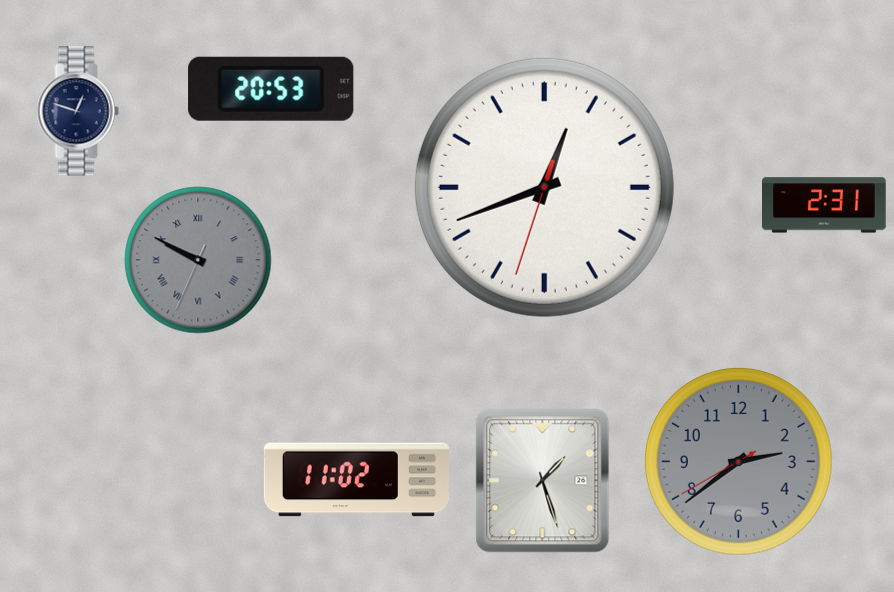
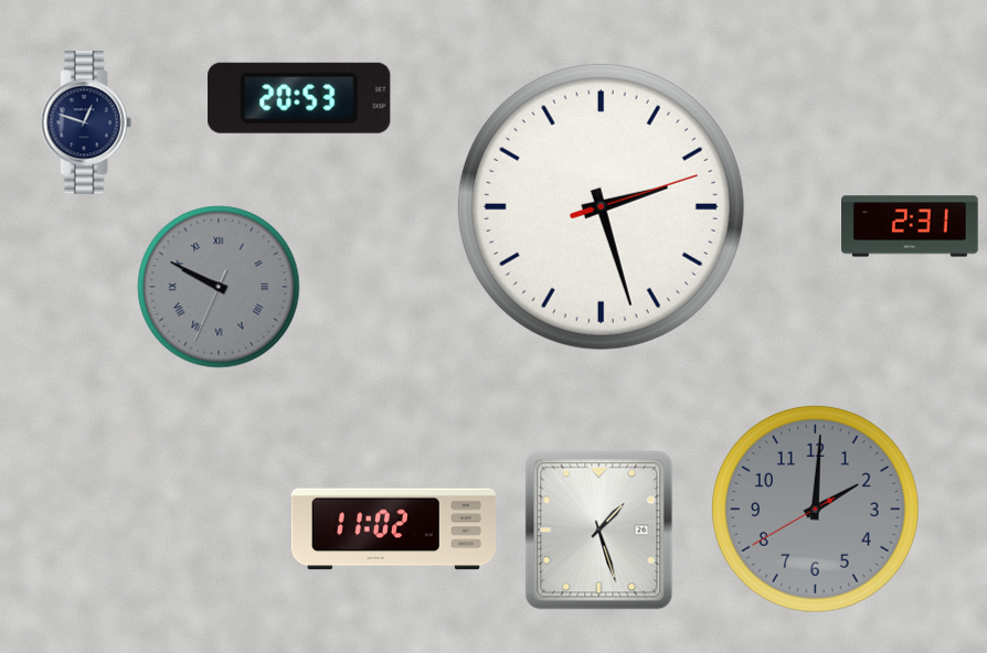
clock at (544, 187): 12:41 -> 2:27
clock at (738, 461): 2:38 -> 2:00
